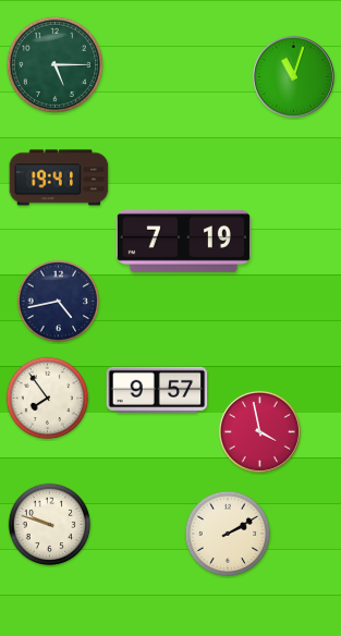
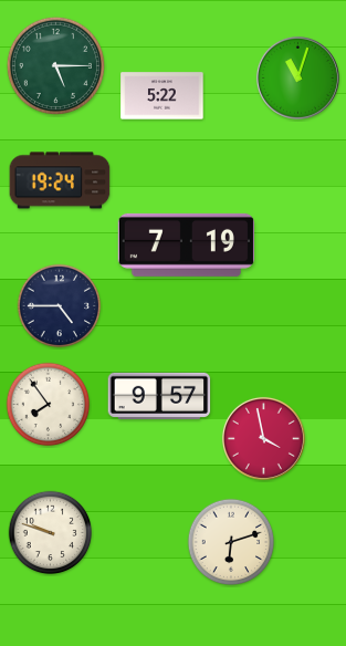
clock at (162, 96): none -> 5:22
clock at (59, 178): 19:41 -> 19:24
clock at (59, 302): 4:43 -> 4:45
clock at (228, 534): 2:10 -> 6:12
